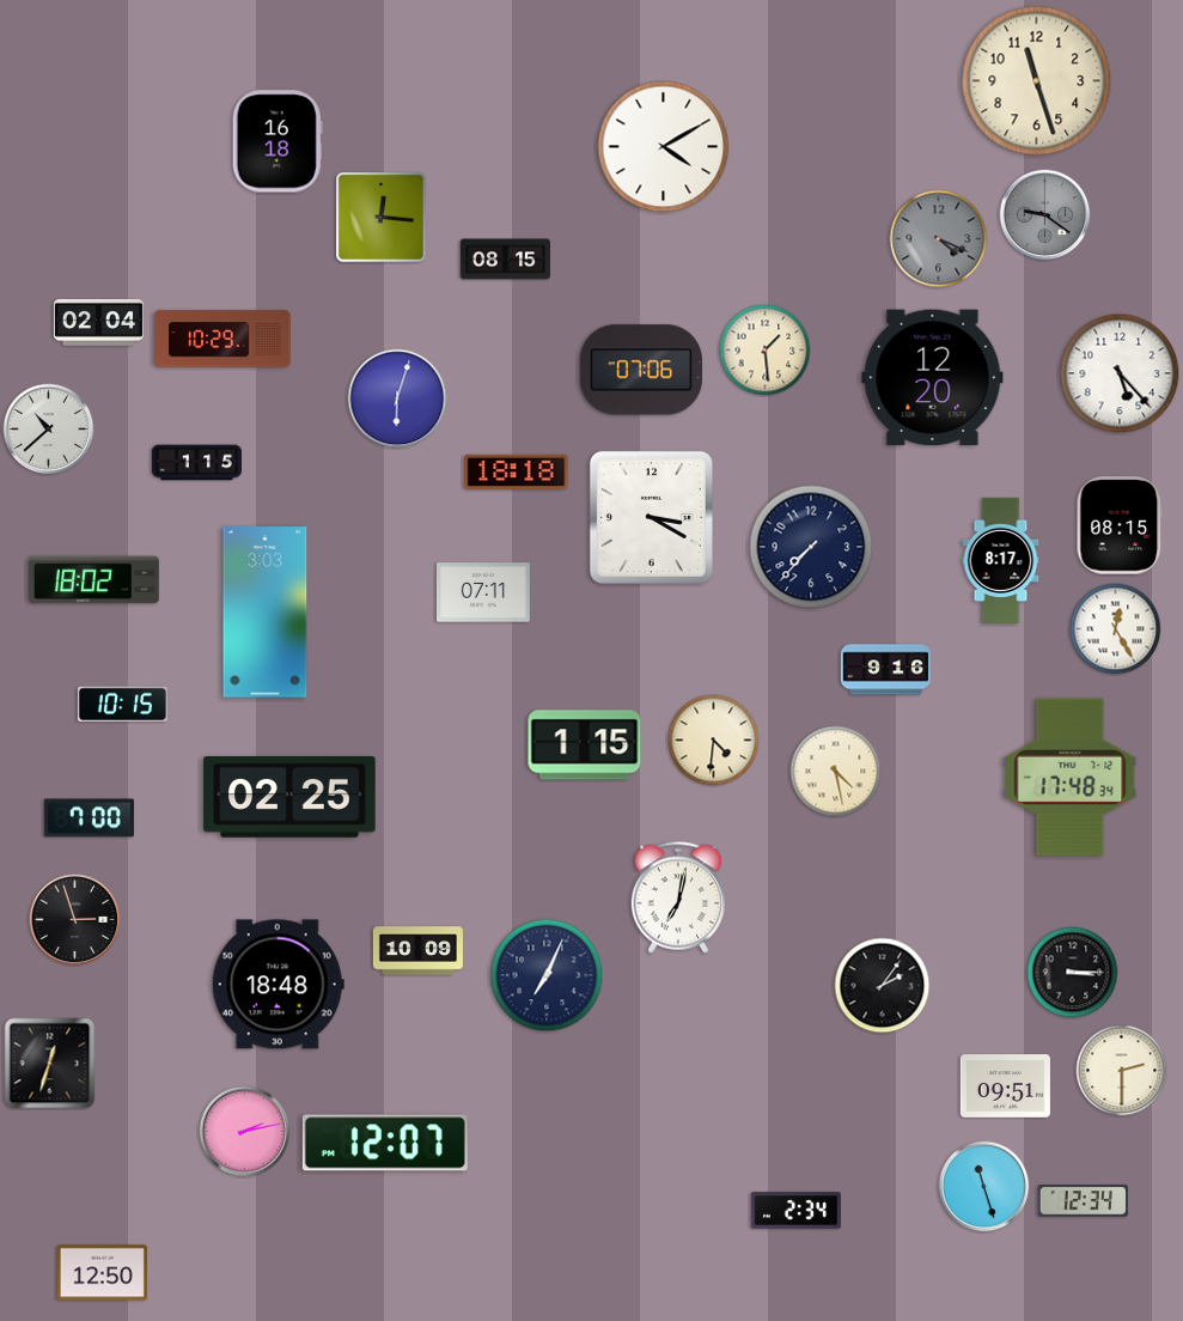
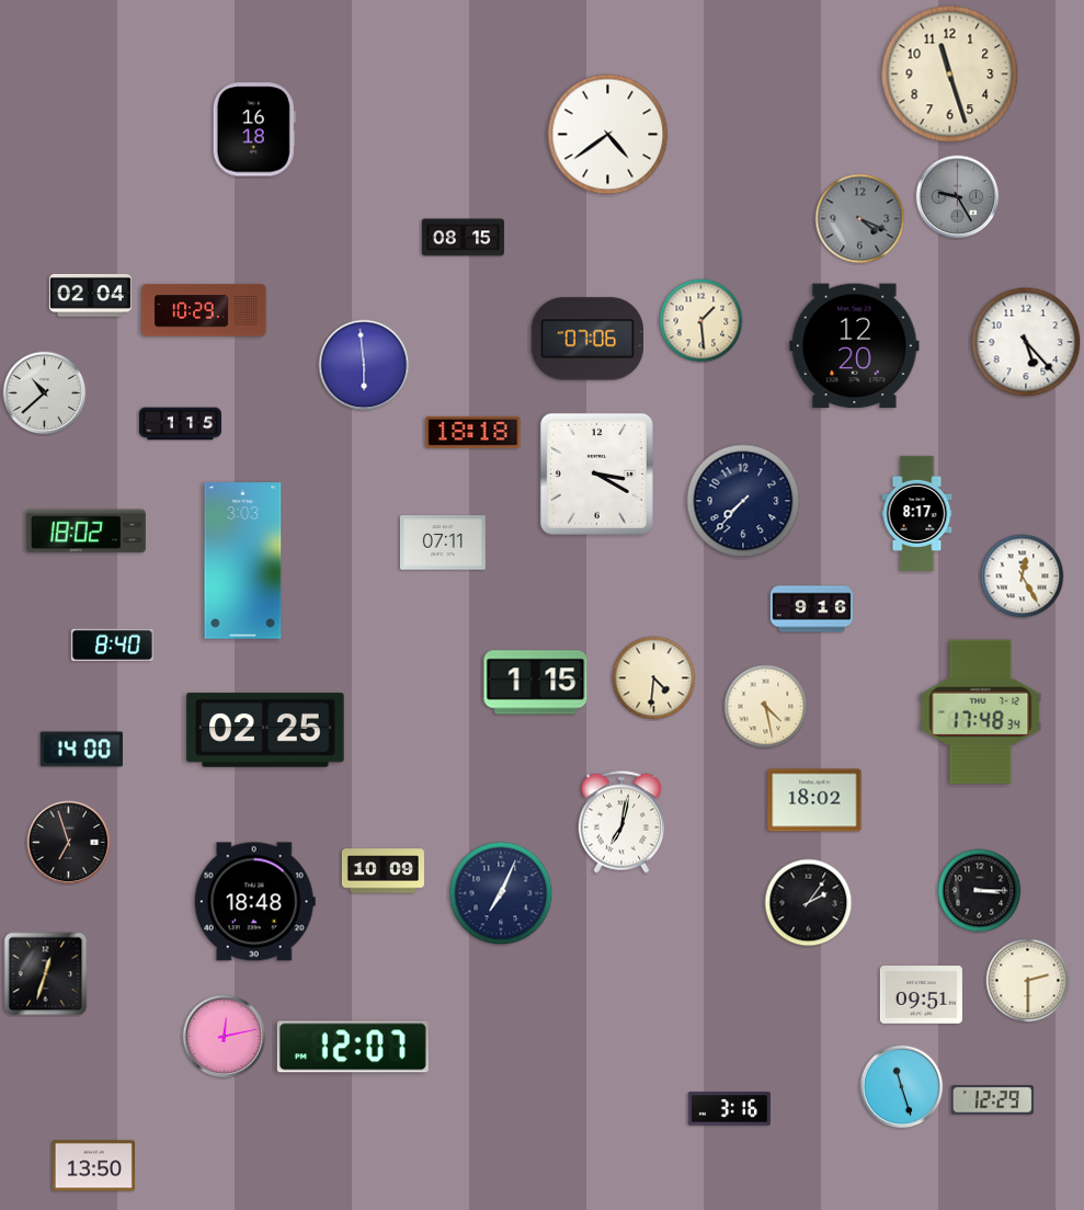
clock at (664, 147): 4:10 -> 4:39
clock at (1045, 215): 9:21 -> 9:25
clock at (382, 218): 12:16 -> none
clock at (397, 398): 6:03 -> 5:59
clock at (1120, 525): 08:15 -> none
clock at (885, 670) position: (885, 670) -> (811, 609)
clock at (122, 705): 10:15 -> 8:40
clock at (89, 818): 7:00 -> 14:00
clock at (814, 800): none -> 18:02
clock at (75, 920): 2:57 -> 6:57
clock at (1073, 973) position: (1073, 973) -> (980, 891)
clock at (245, 1132): 2:13 -> 12:13
clock at (1083, 1201): 12:34 -> 12:29
clock at (795, 1211): 2:34 -> 3:16
clock at (102, 1273): 12:50 -> 13:50
